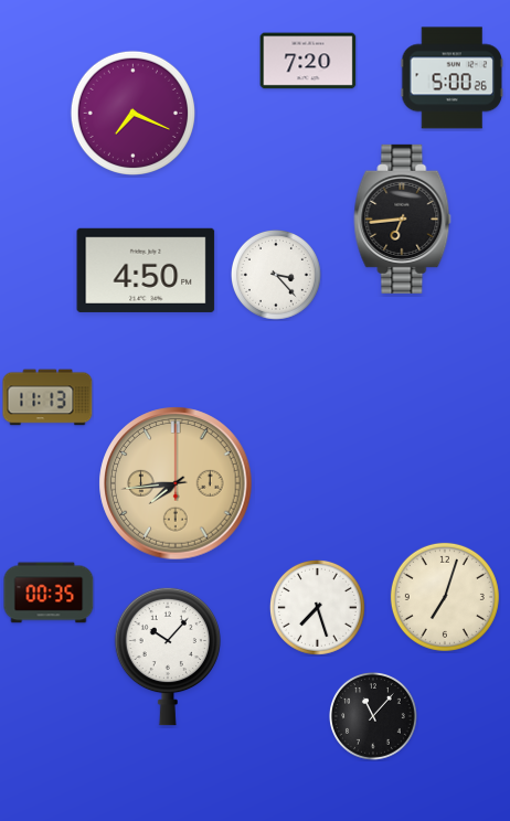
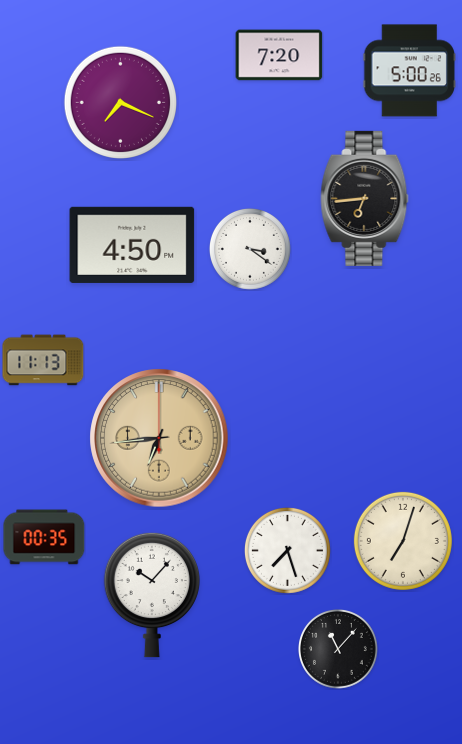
clock at (276, 275): 3:23 -> 3:21
clock at (176, 483): 7:44 -> 6:44
